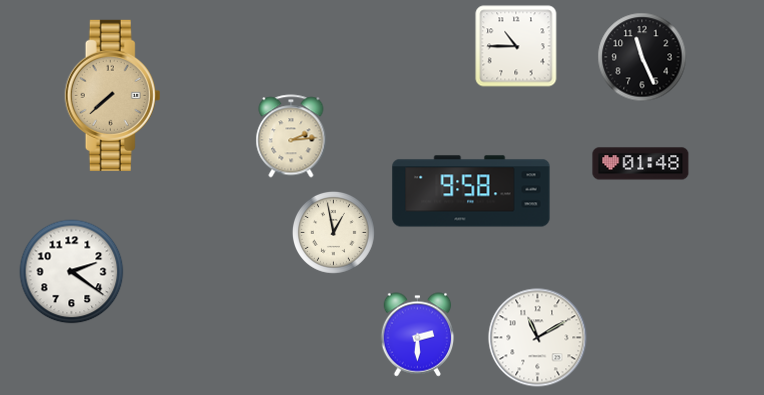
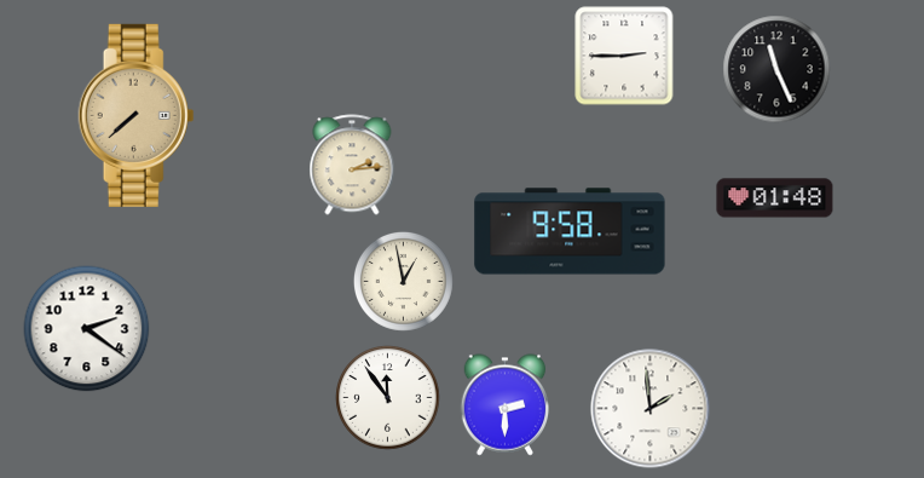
clock at (516, 46): 10:45 -> 2:45
clock at (388, 398): none -> 11:54
clock at (538, 338): 11:10 -> 1:59
